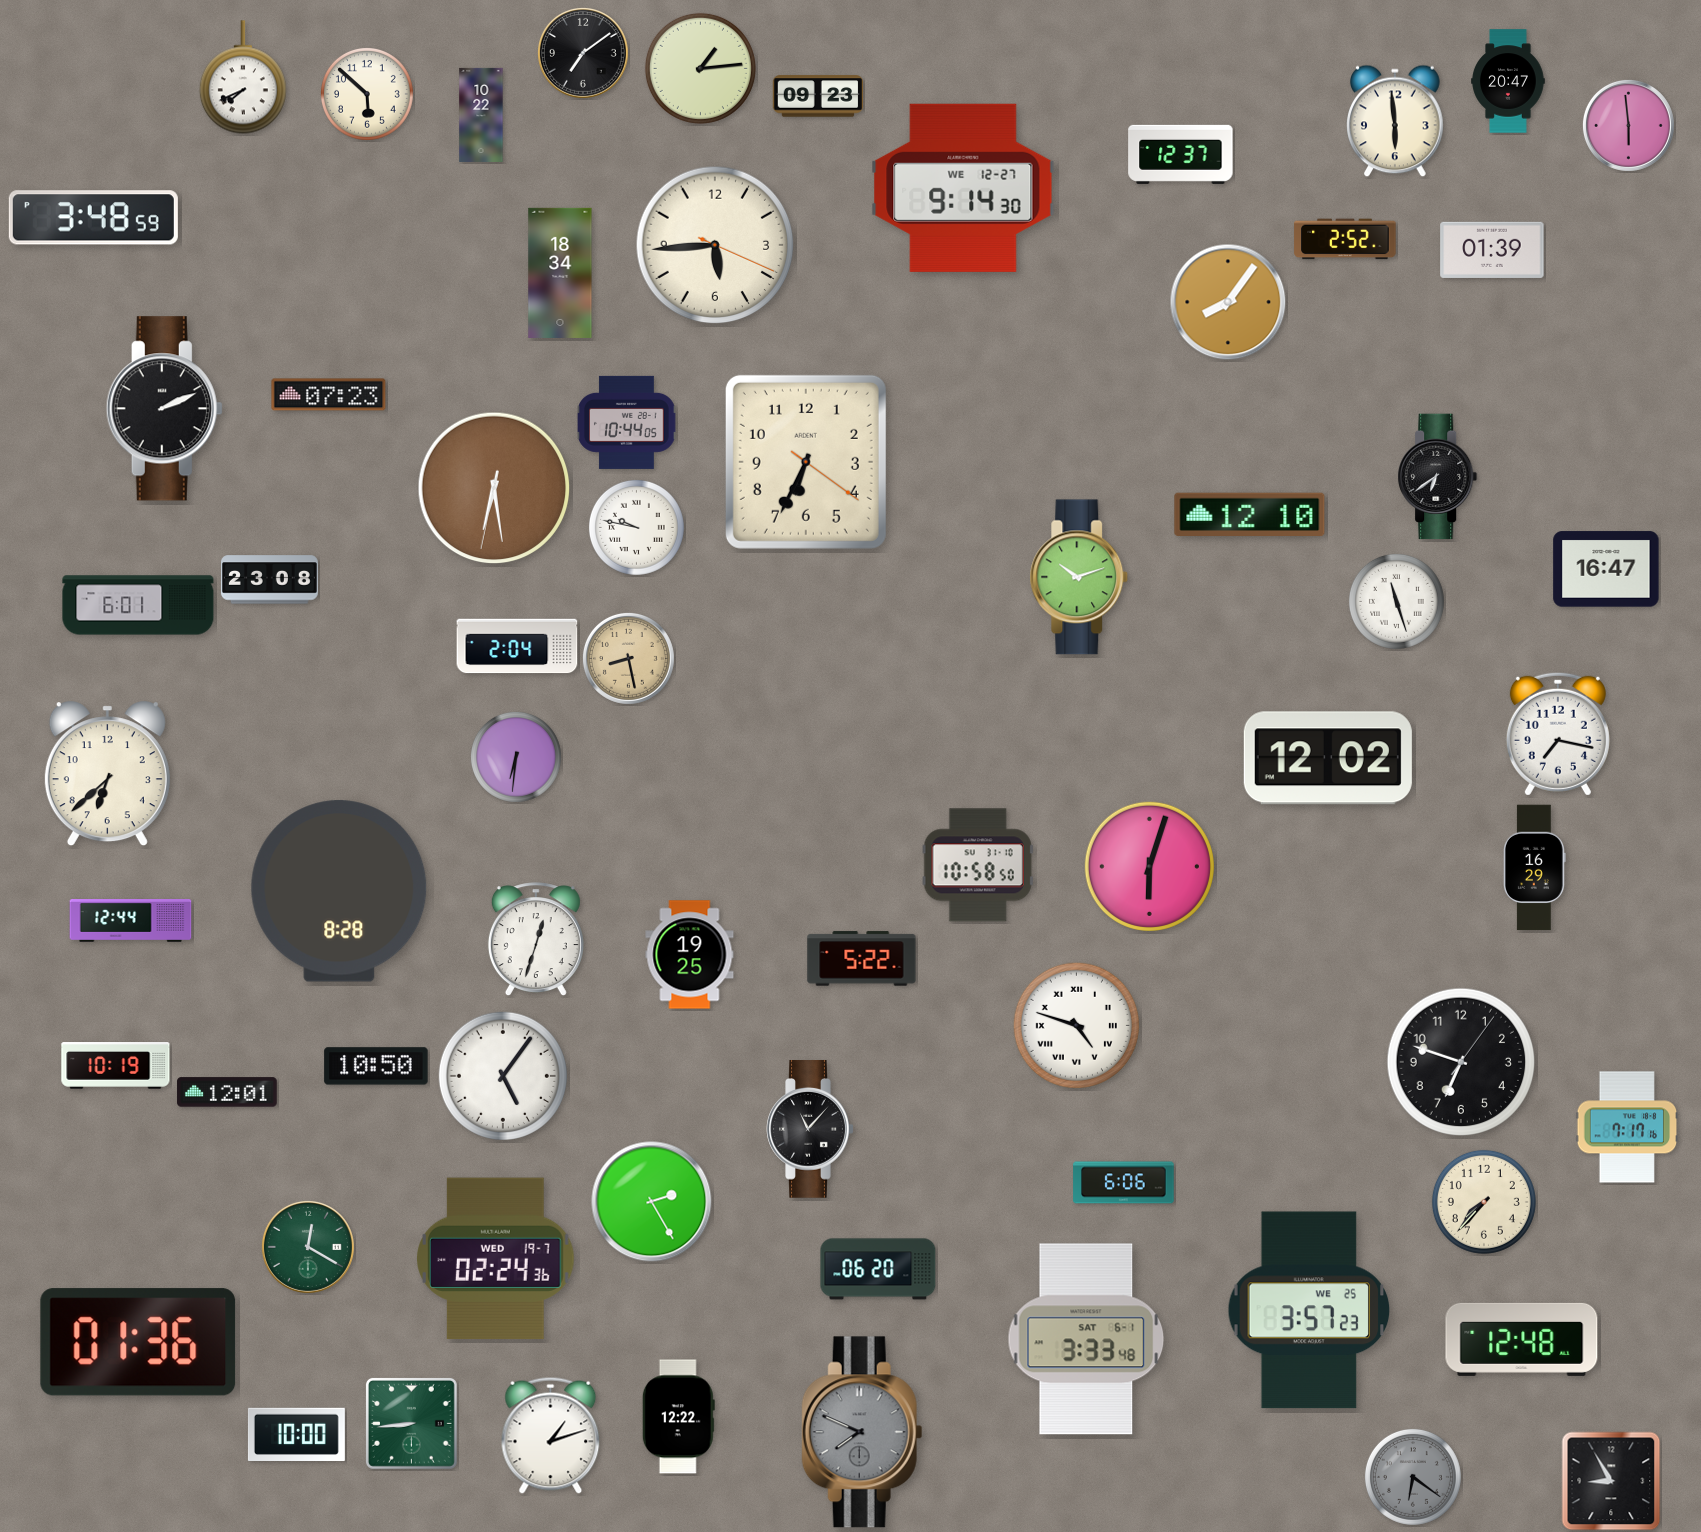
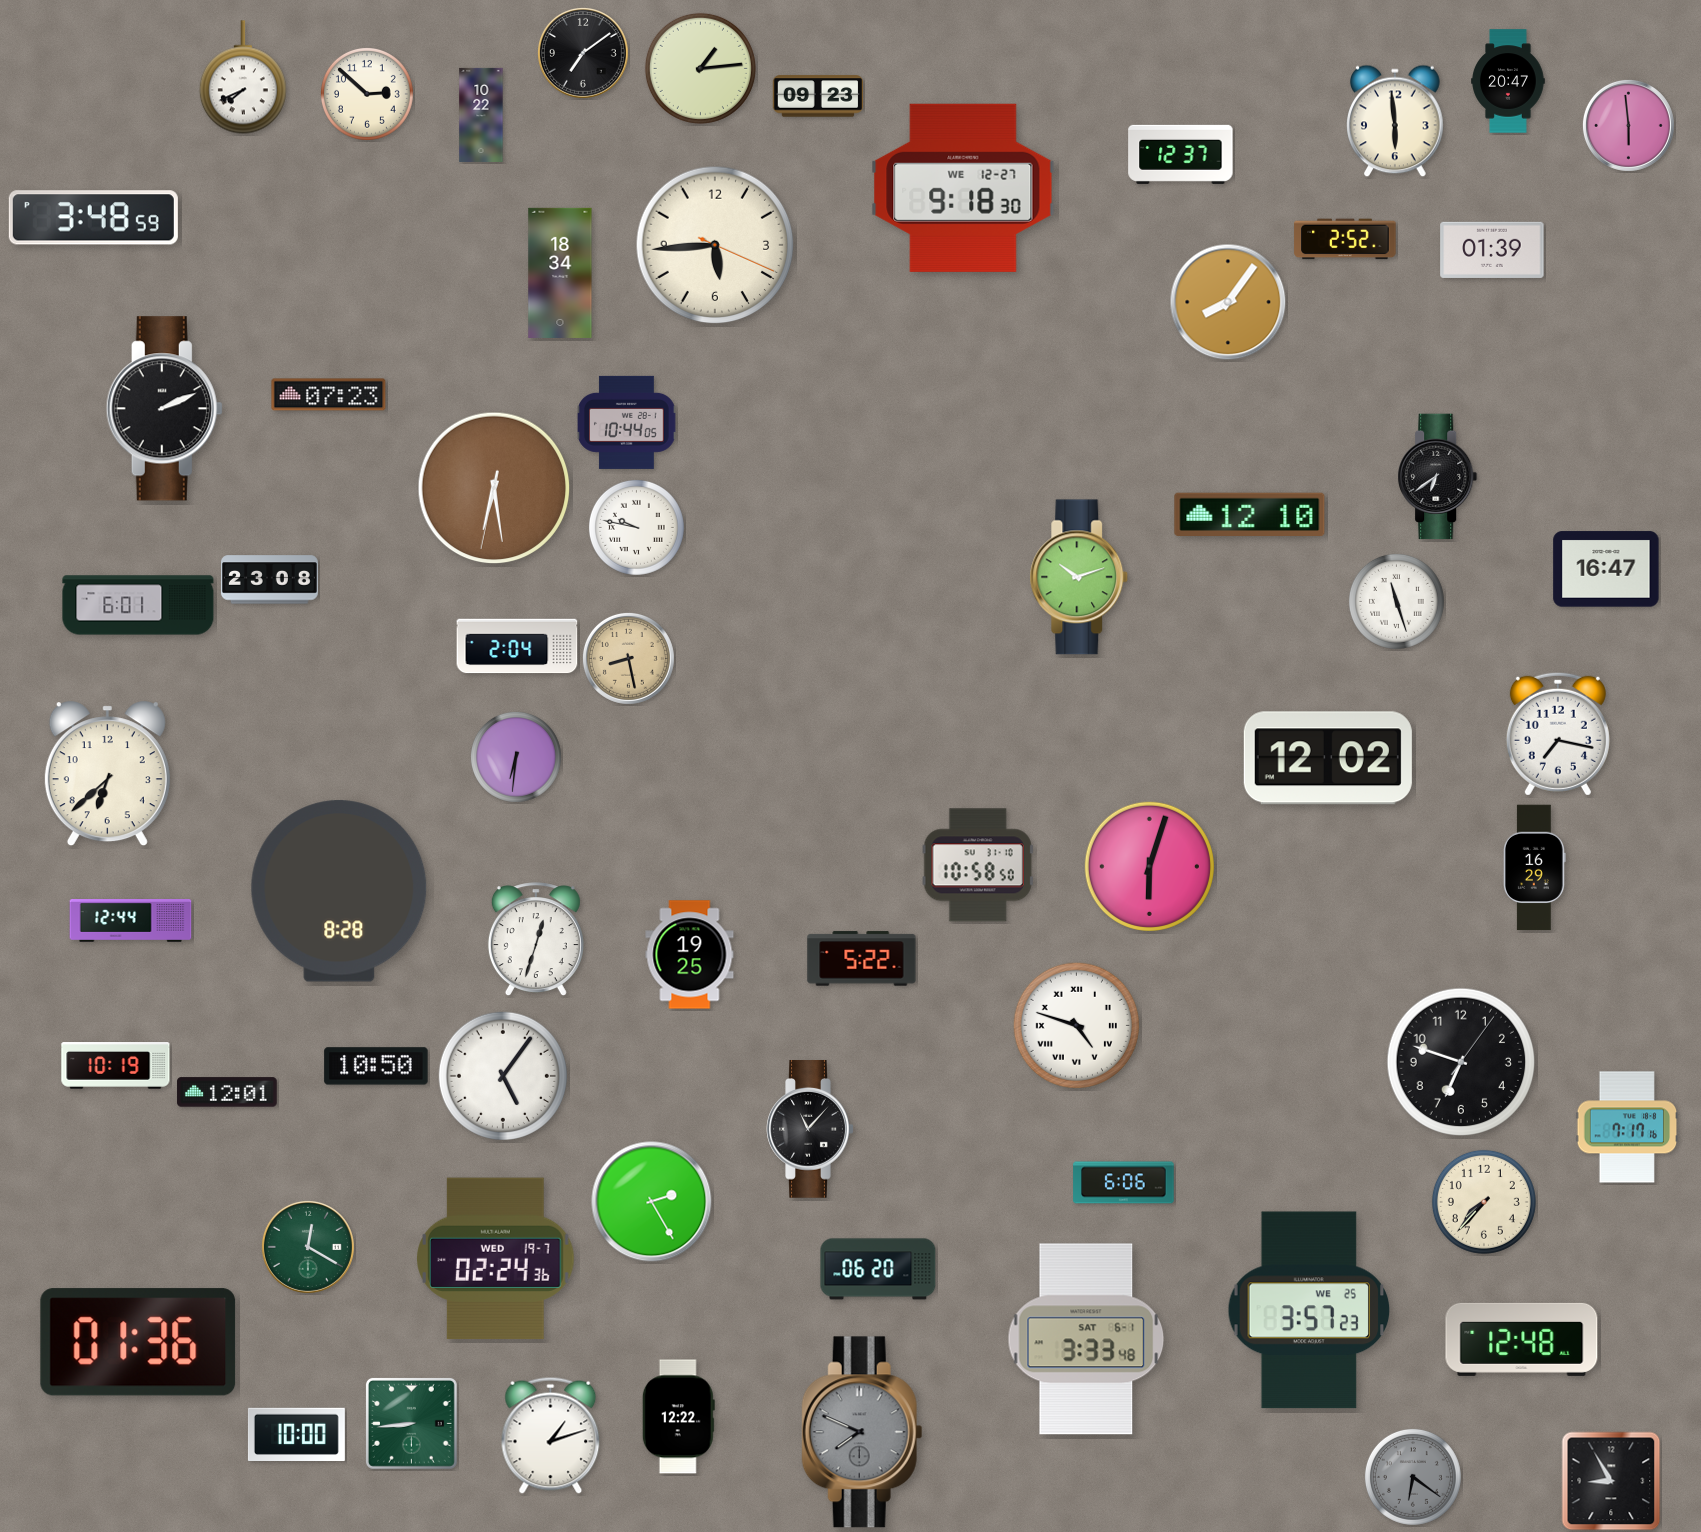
clock at (367, 94): 5:52 -> 2:52
clock at (963, 188): 9:14 -> 9:18
clock at (806, 462): 6:34 -> none
